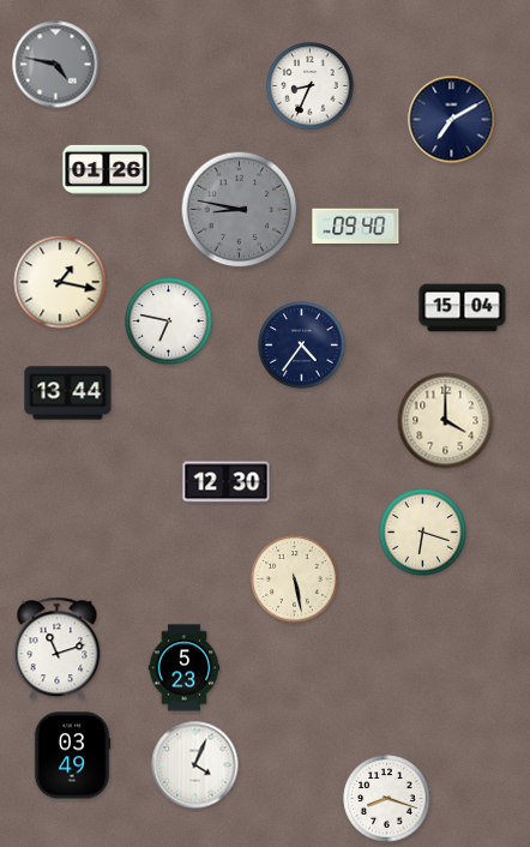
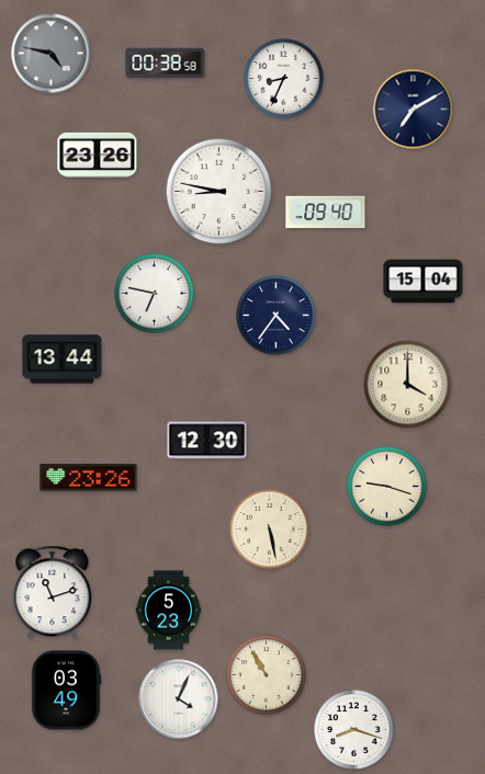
clock at (56, 65) position: (56, 65) -> (52, 54)
clock at (166, 64): none -> 00:38
clock at (107, 169): 01:26 -> 23:26
clock at (240, 210) dial: grey -> white
clock at (356, 227) position: (356, 227) -> (326, 213)
clock at (60, 282): 1:17 -> none
clock at (89, 478): none -> 23:26
clock at (423, 533): 6:18 -> 9:18
clock at (267, 675): none -> 10:55
